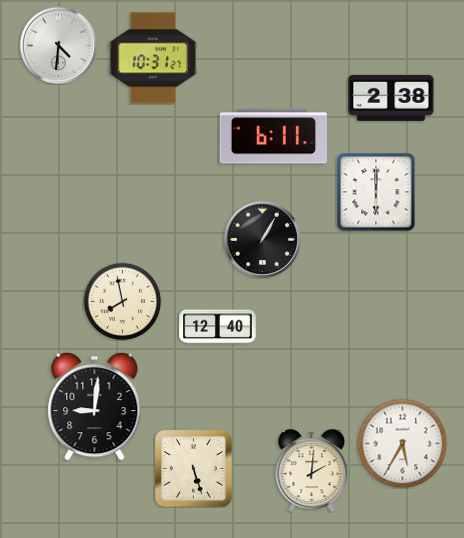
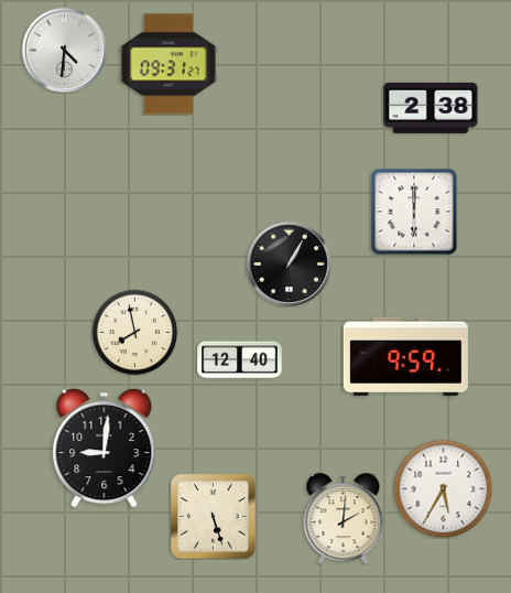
clock at (153, 58): 10:31 -> 09:31
clock at (274, 137): 6:11 -> none
clock at (405, 356): none -> 9:59
